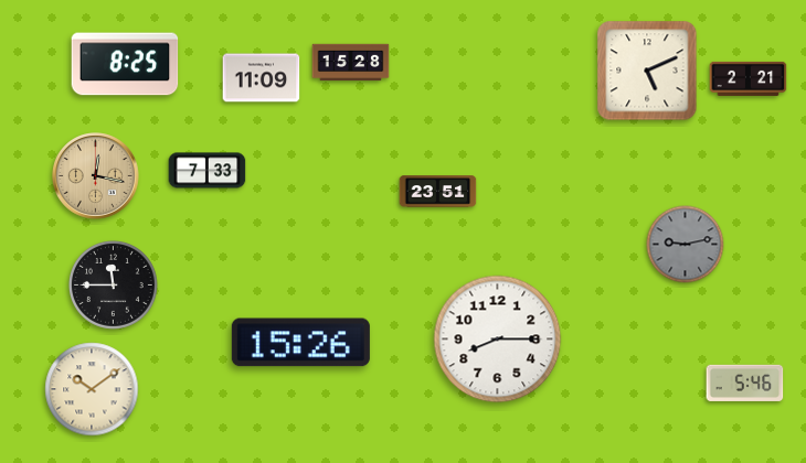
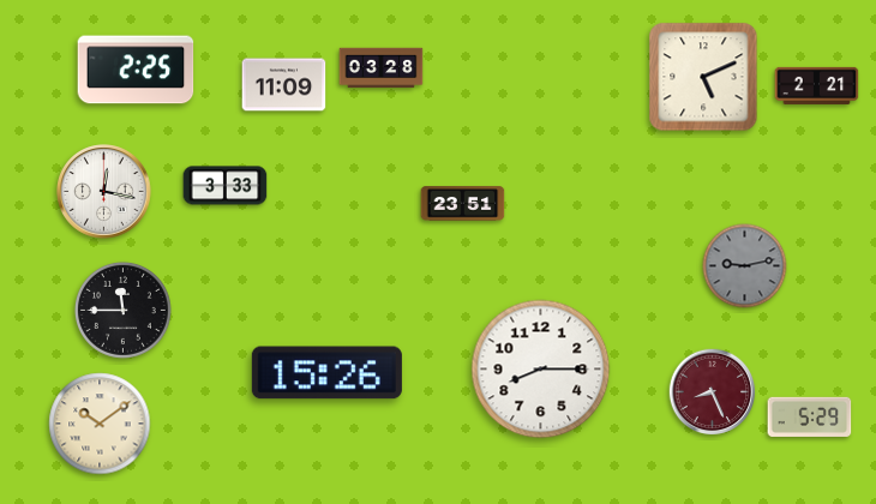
clock at (351, 63): 15:28 -> 03:28
clock at (125, 64): 8:25 -> 2:25
clock at (749, 78) position: (749, 78) -> (817, 85)
clock at (208, 171): 7:33 -> 3:33
clock at (96, 176) dial: champagne -> white
clock at (438, 192) position: (438, 192) -> (463, 204)
clock at (713, 392): none -> 8:26
clock at (745, 383): 5:46 -> 5:29
